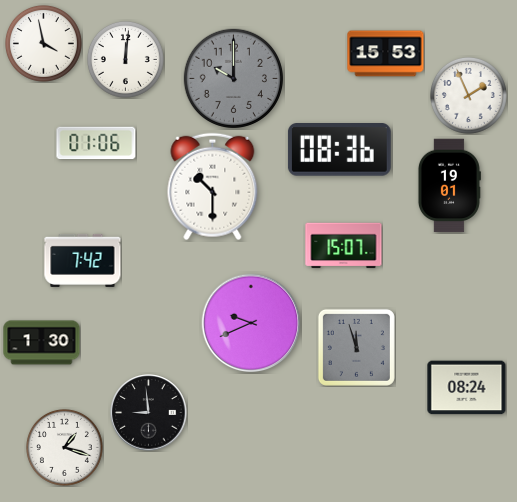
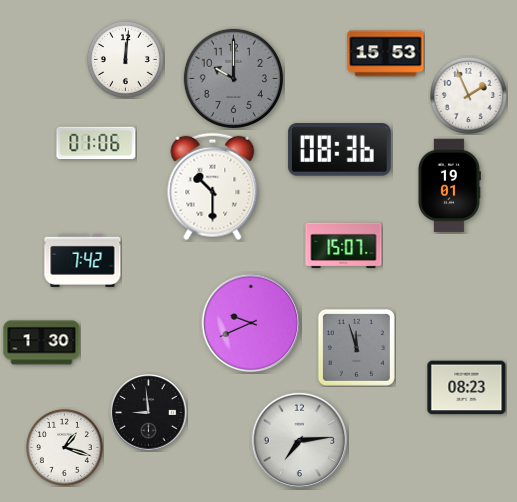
clock at (43, 43): 3:58 -> none
clock at (467, 388): 08:24 -> 08:23
clock at (300, 441): none -> 7:14
